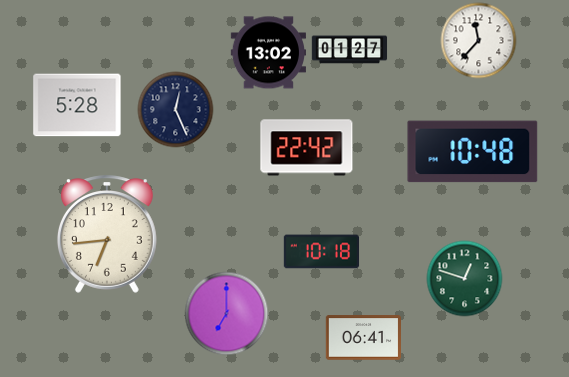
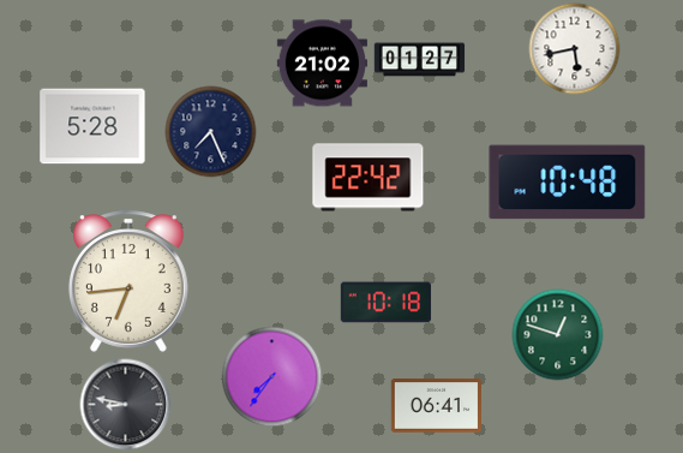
clock at (479, 41): 11:37 -> 5:43
clock at (268, 53): 13:02 -> 21:02
clock at (176, 110): 12:26 -> 7:26
clock at (227, 314): 7:00 -> 7:36
clock at (126, 405): none -> 8:47
